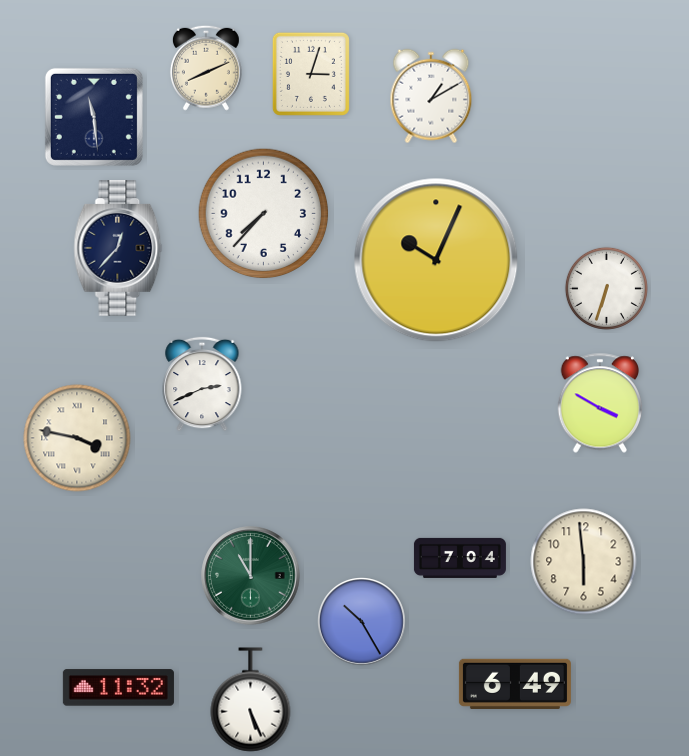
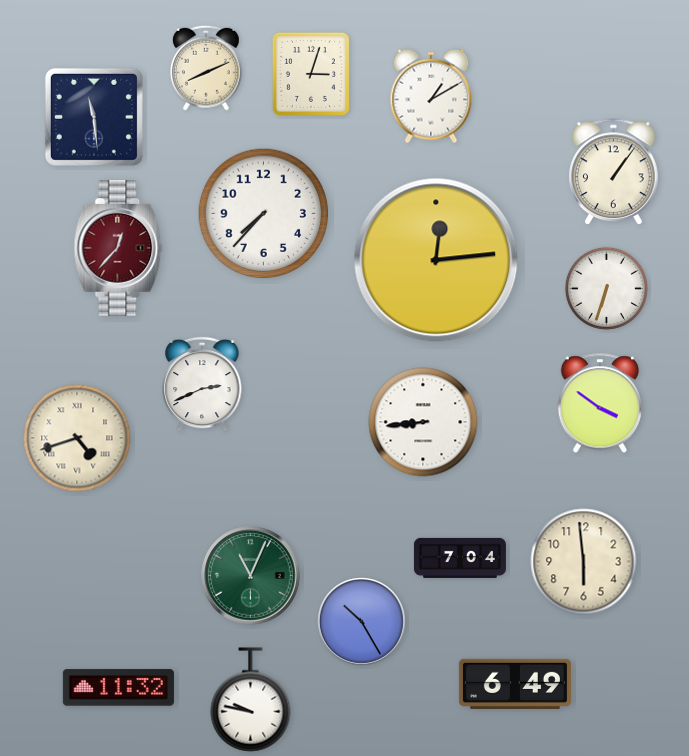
clock at (614, 172): none -> 1:06
clock at (118, 248) dial: navy -> burgundy
clock at (436, 260): 10:04 -> 12:14
clock at (600, 403): 3:50 -> 3:51
clock at (423, 422): none -> 8:44
clock at (77, 438): 3:47 -> 4:42
clock at (251, 576): 11:00 -> 11:04
clock at (251, 700): 5:26 -> 9:47
